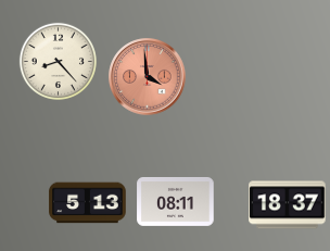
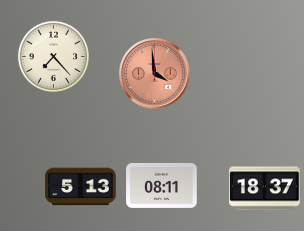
clock at (58, 61): 8:23 -> 7:23
clock at (148, 77) position: (148, 77) -> (155, 74)
